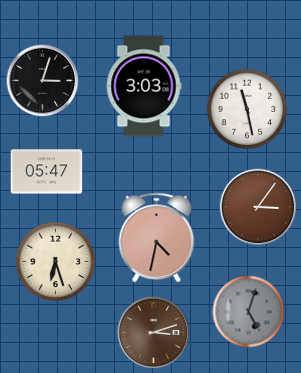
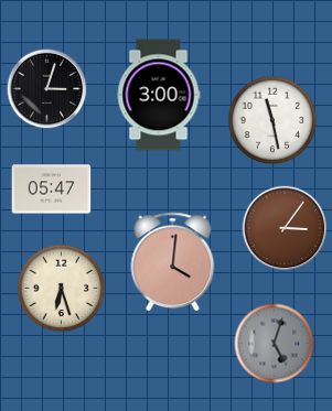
clock at (144, 86): 3:03 -> 3:00
clock at (157, 238): 4:32 -> 4:01
clock at (154, 333): 3:12 -> none
